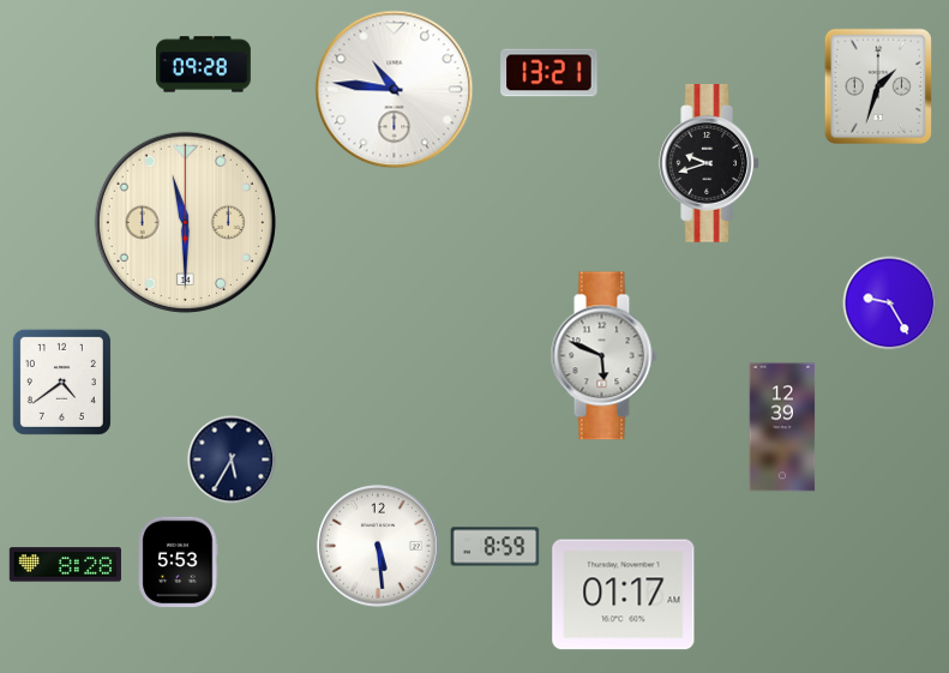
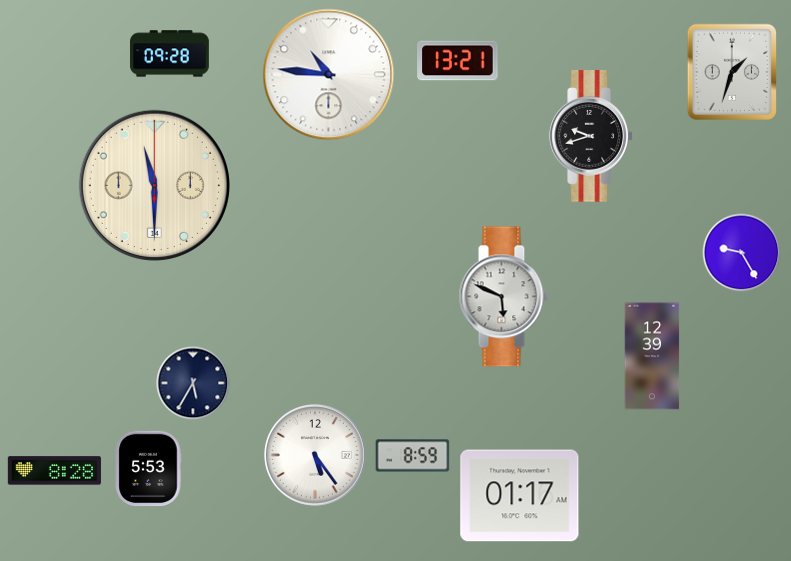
clock at (61, 381): 4:39 -> none
clock at (378, 546): 5:29 -> 5:24
